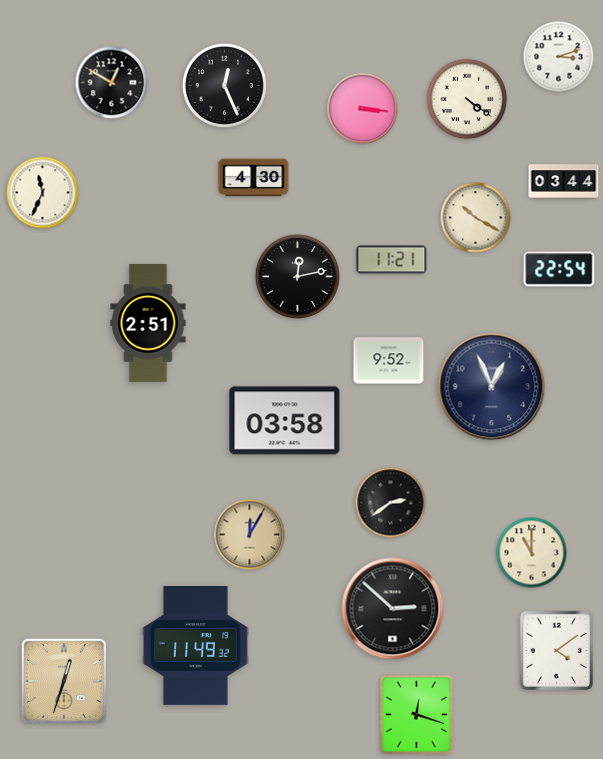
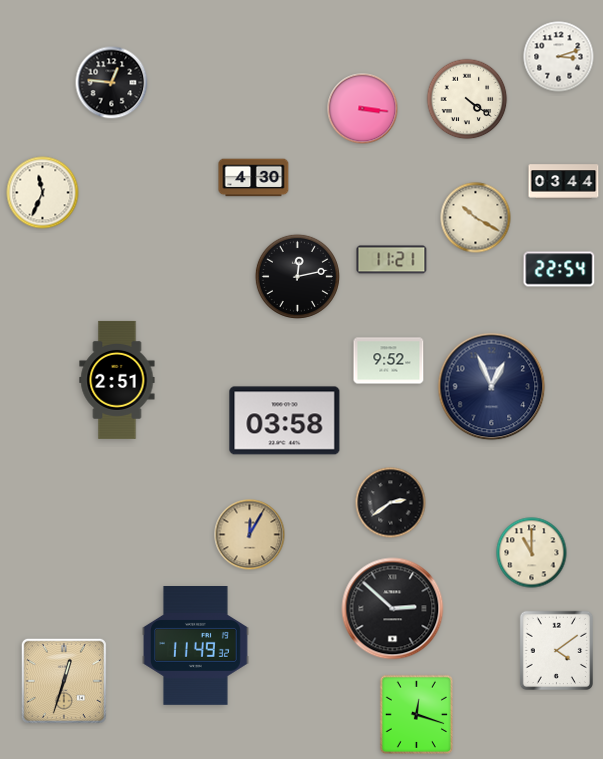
clock at (112, 83): 12:50 -> 12:46
clock at (224, 85): 12:26 -> none
clock at (148, 323) position: (148, 323) -> (117, 380)
